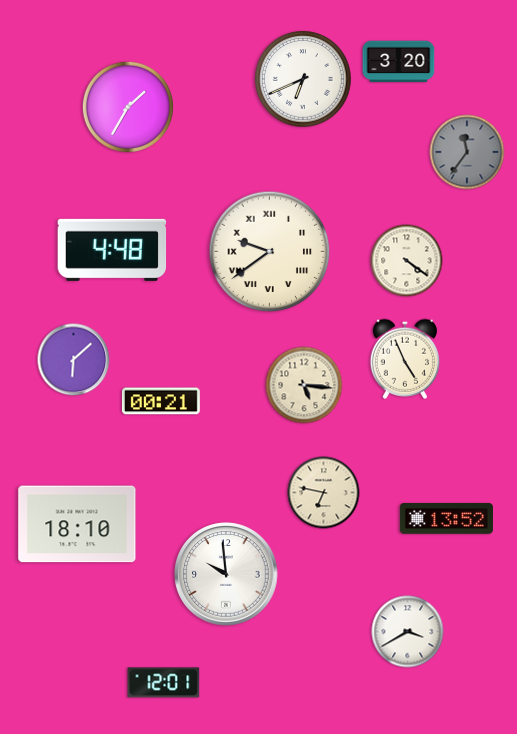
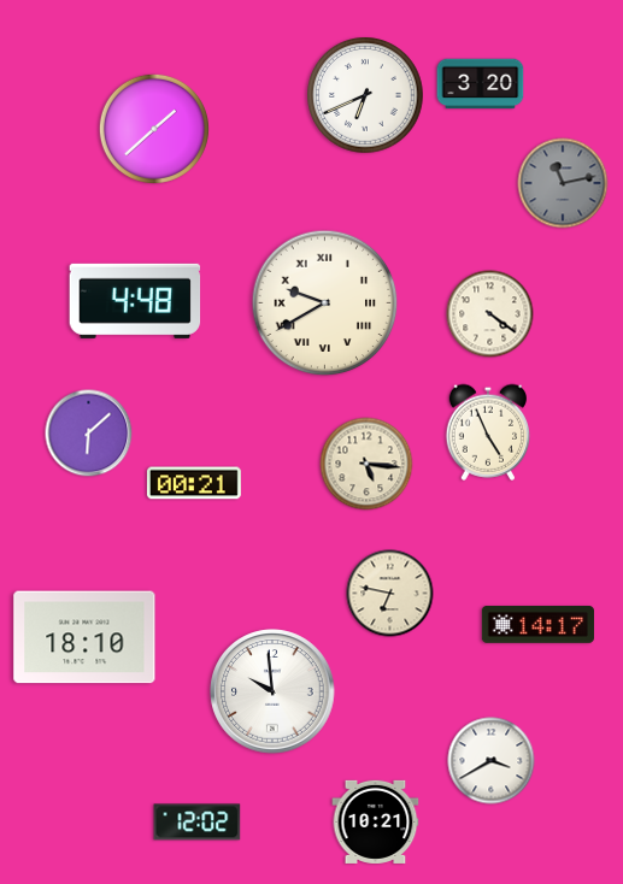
clock at (399, 62) position: (399, 62) -> (481, 84)
clock at (128, 107): 1:35 -> 1:38
clock at (467, 152): 11:36 -> 11:13
clock at (270, 252): 9:39 -> 9:40
clock at (446, 519): 13:52 -> 14:17
clock at (77, 524) position: (77, 524) -> (84, 637)
clock at (376, 821): none -> 10:21
clock at (164, 683): 12:01 -> 12:02
